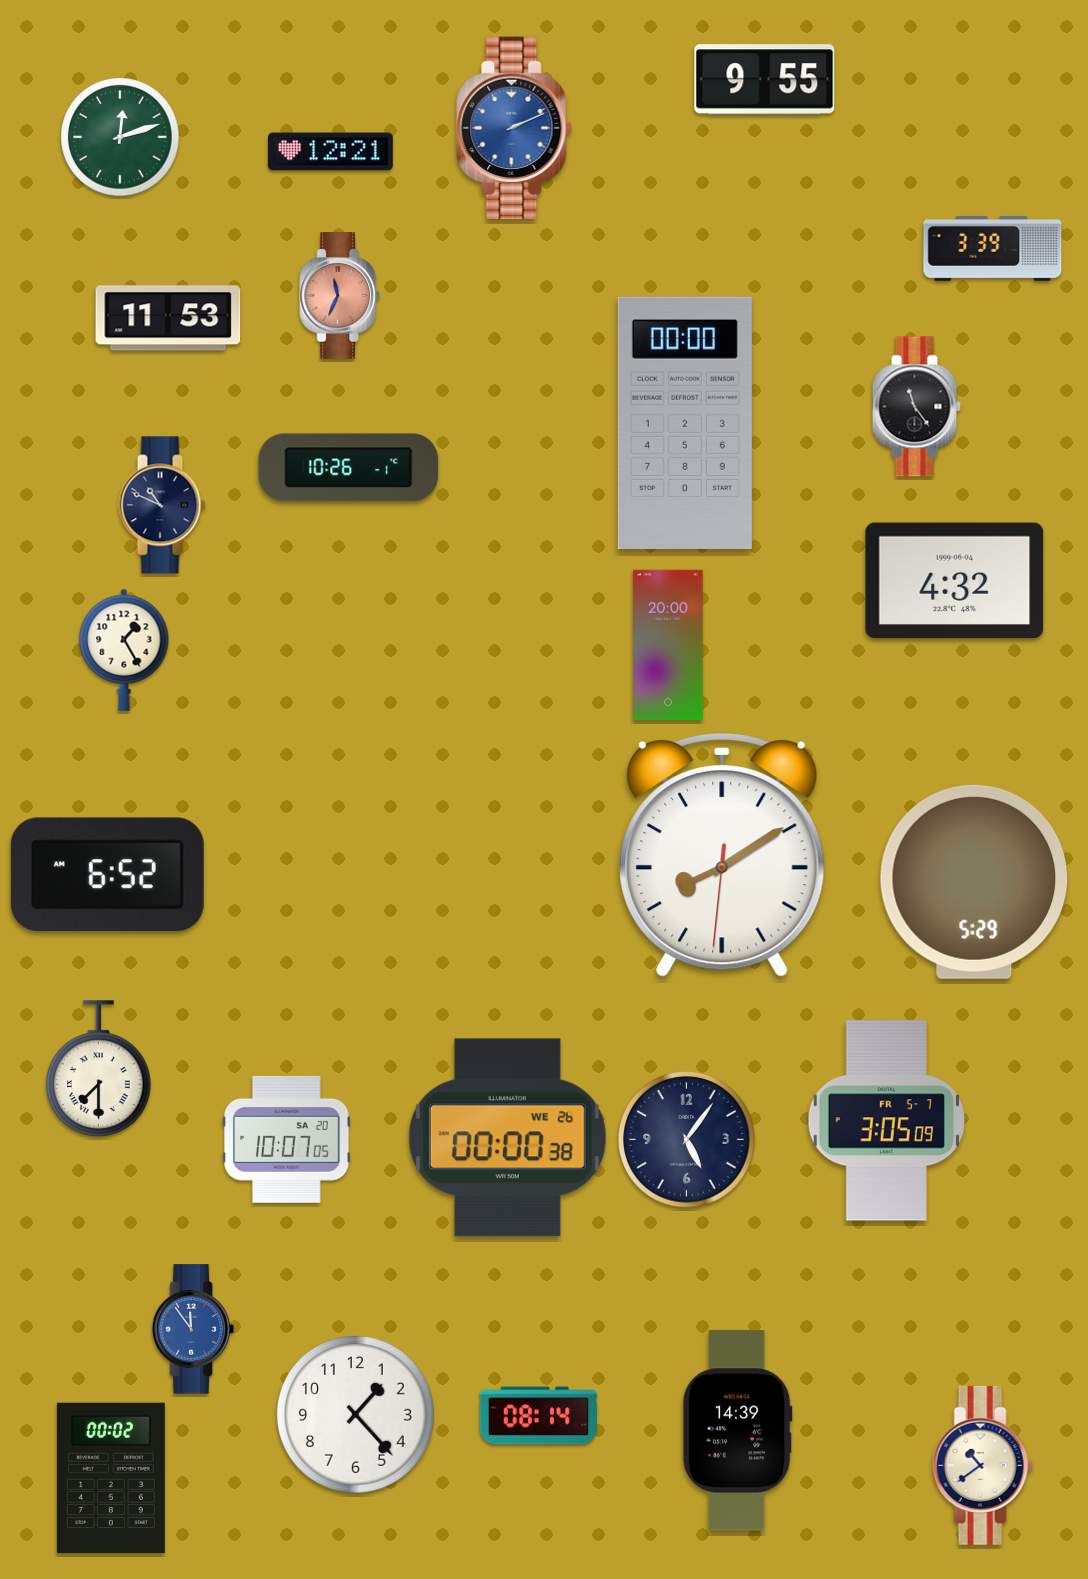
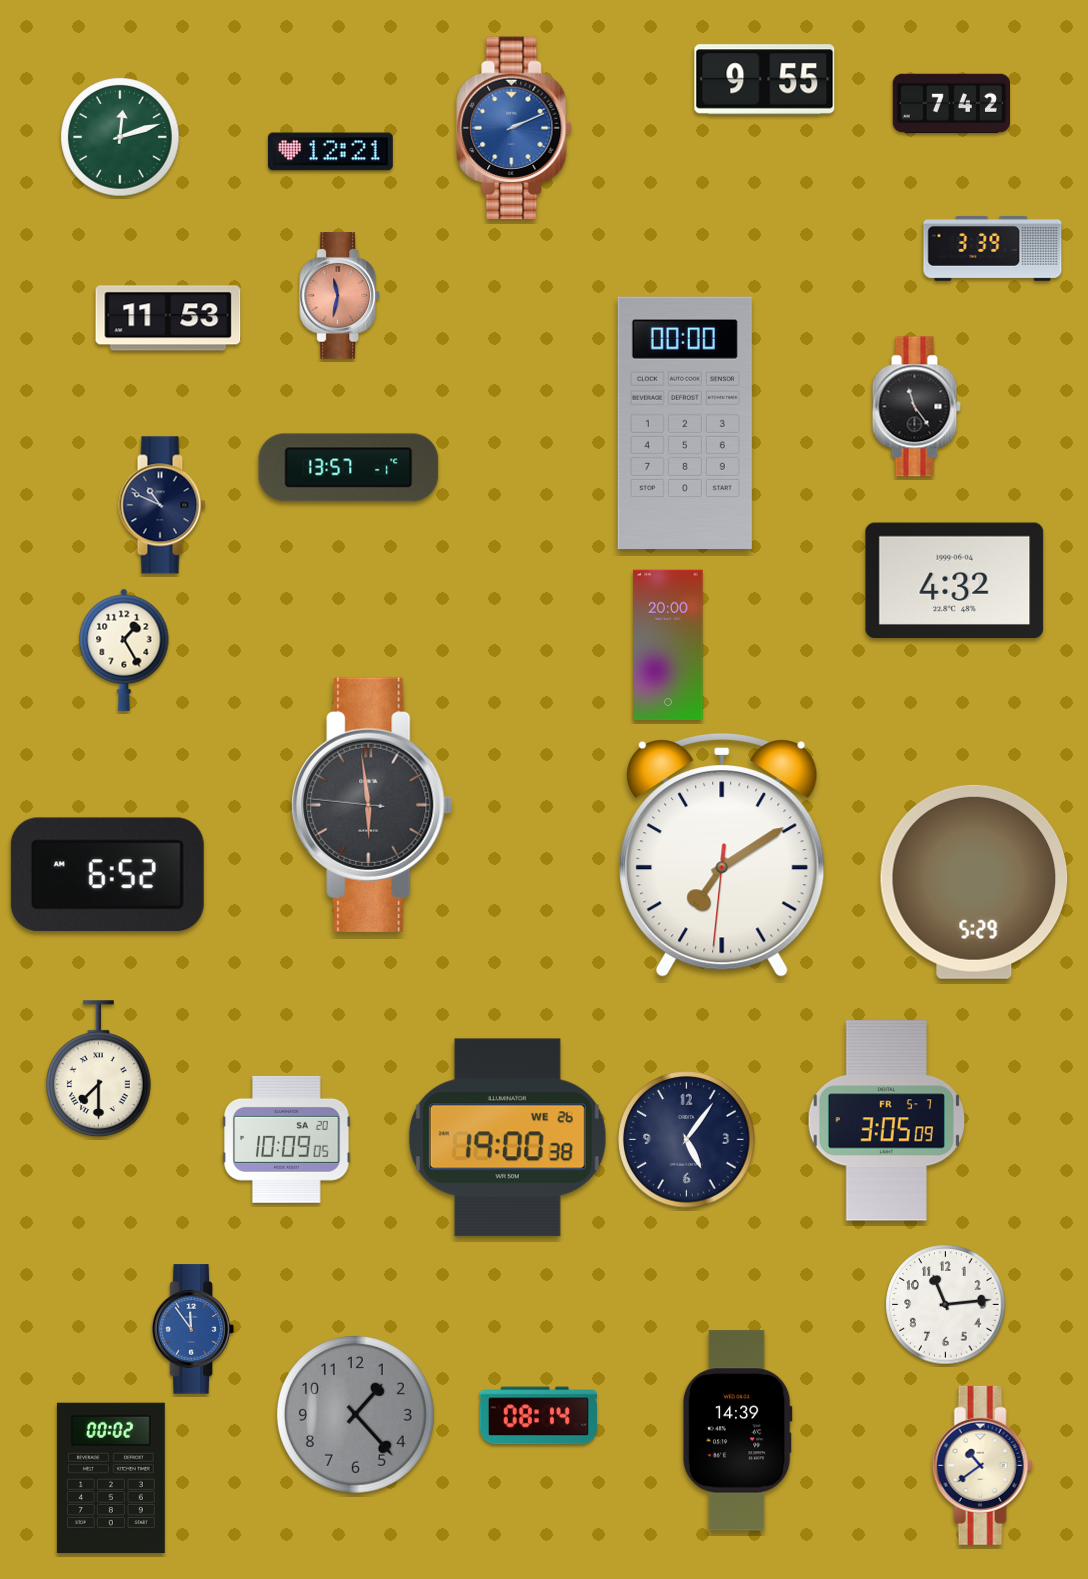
clock at (951, 103): none -> 7:42
clock at (340, 296): 11:34 -> 11:32
clock at (349, 468): 10:26 -> 13:57
clock at (372, 805): none -> 5:58
clock at (722, 855): 8:09 -> 7:09
clock at (507, 1138): 00:00 -> 19:00
clock at (287, 1139): 10:07 -> 10:09
clock at (946, 1305): none -> 11:14
clock at (355, 1414) dial: white -> grey
